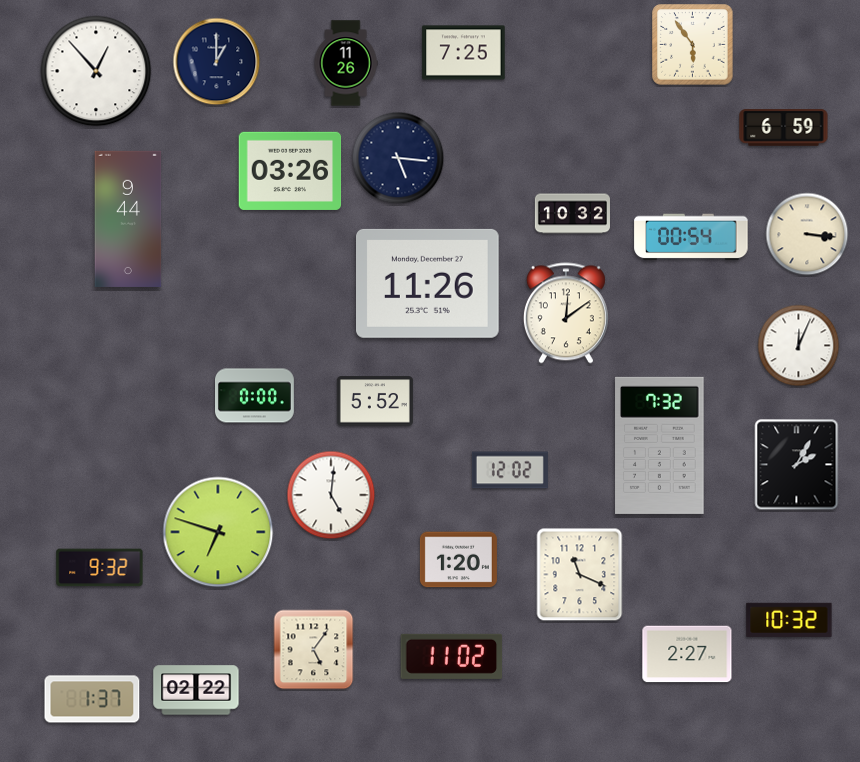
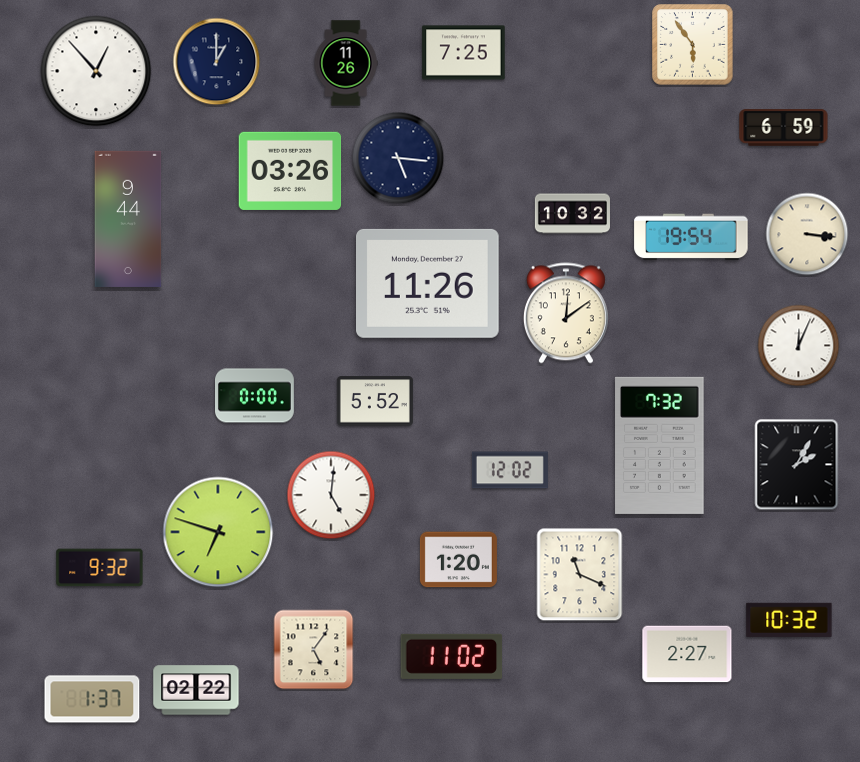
clock at (691, 237): 00:54 -> 19:54
